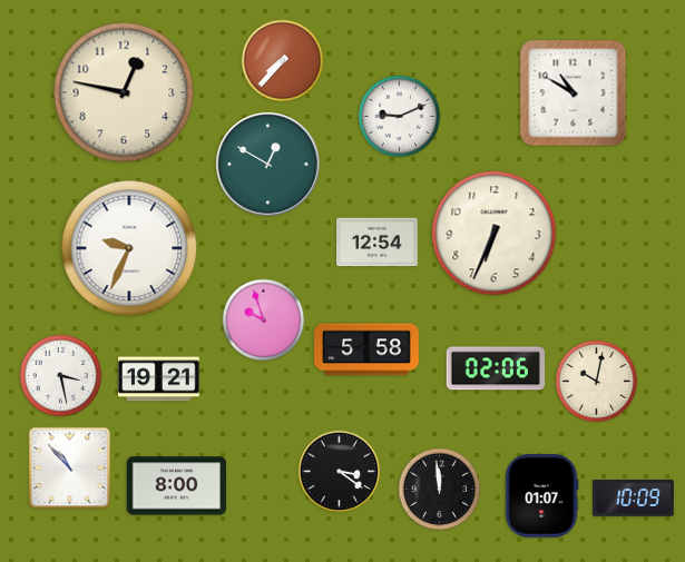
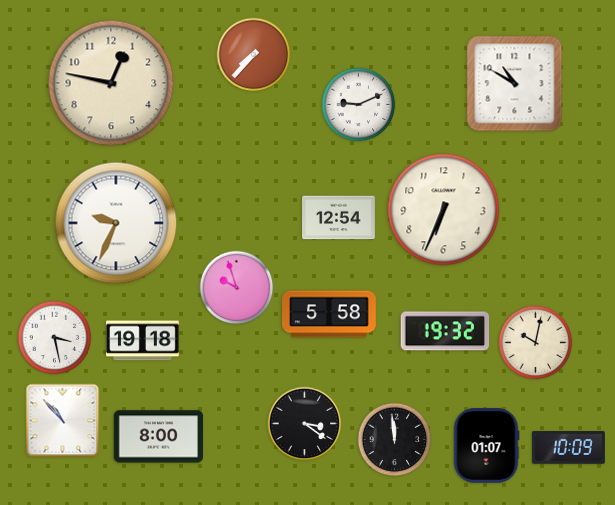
clock at (268, 165): 12:50 -> none
clock at (496, 368): 02:06 -> 19:32
clock at (159, 379): 19:21 -> 19:18
